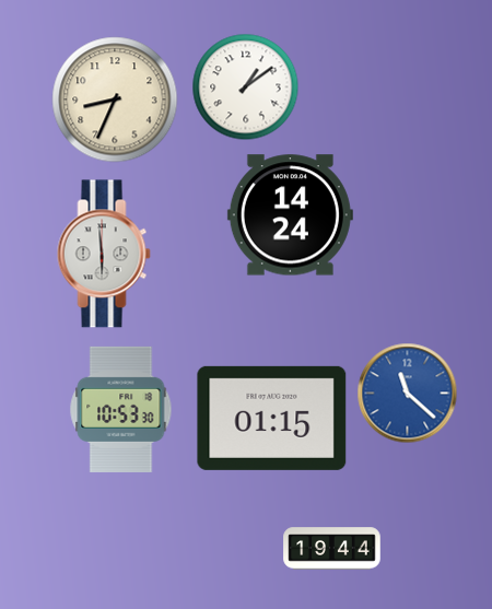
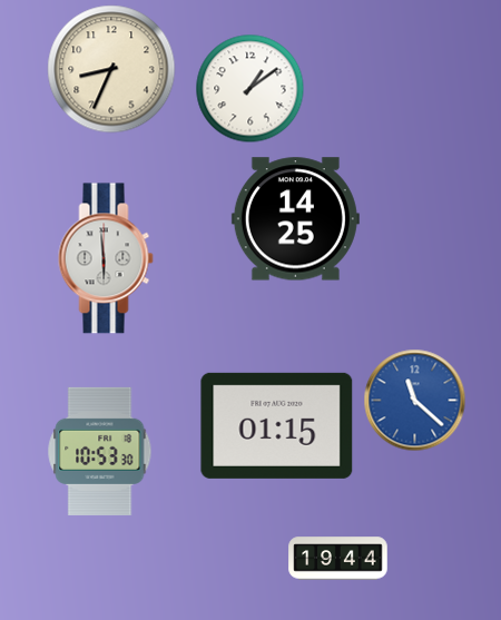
clock at (115, 99) position: (115, 99) -> (111, 69)
clock at (290, 215): 14:24 -> 14:25
clock at (121, 409) position: (121, 409) -> (100, 451)
